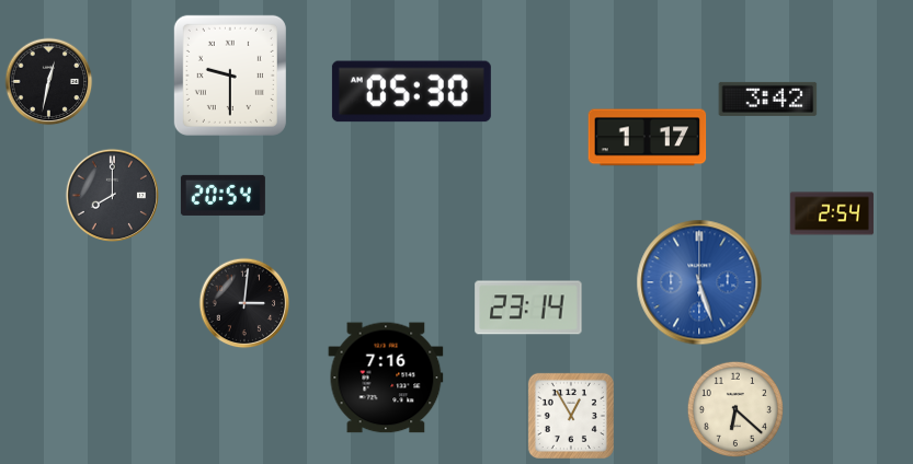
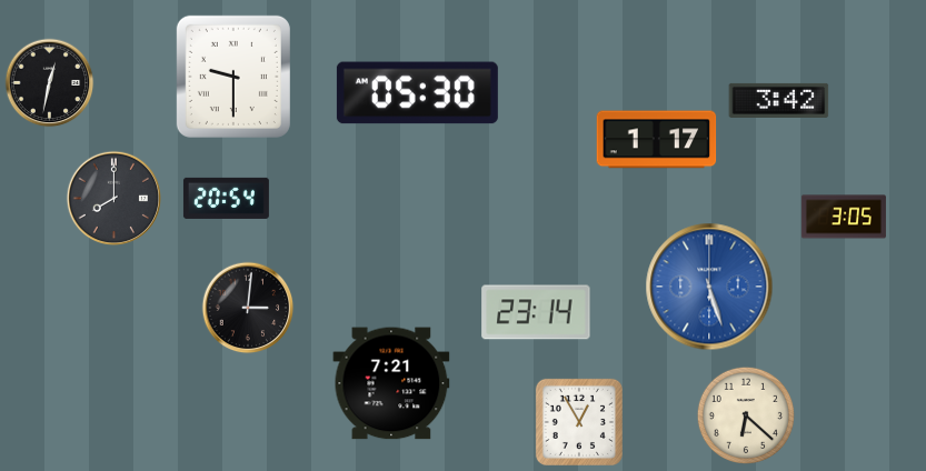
clock at (832, 213): 2:54 -> 3:05
clock at (386, 378): 7:16 -> 7:21
